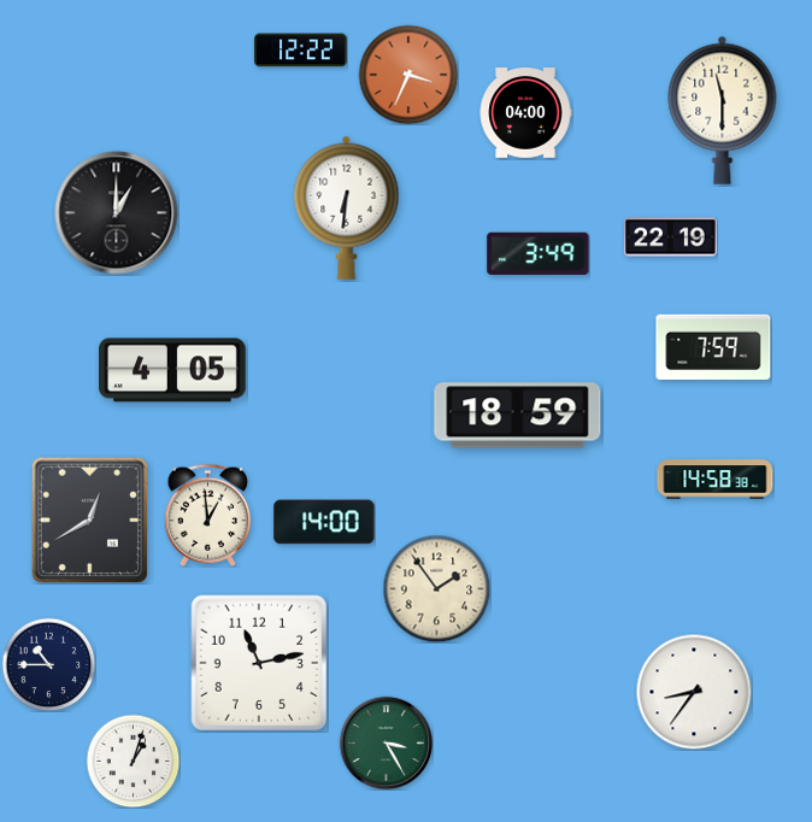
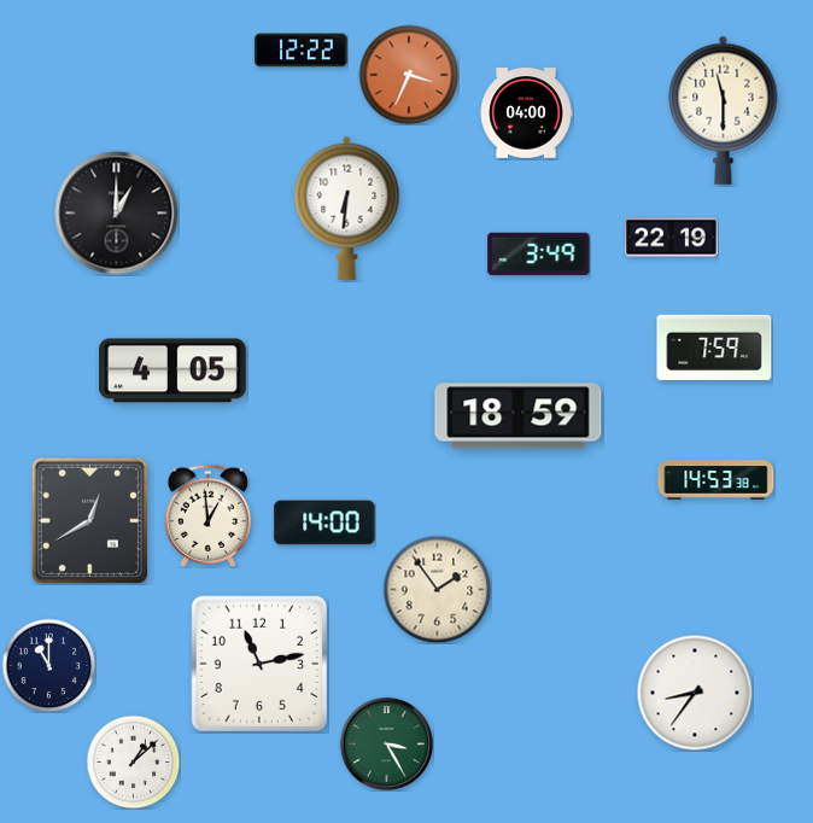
clock at (716, 480): 14:58 -> 14:53
clock at (48, 664): 10:45 -> 11:00
clock at (133, 761): 1:03 -> 1:08
